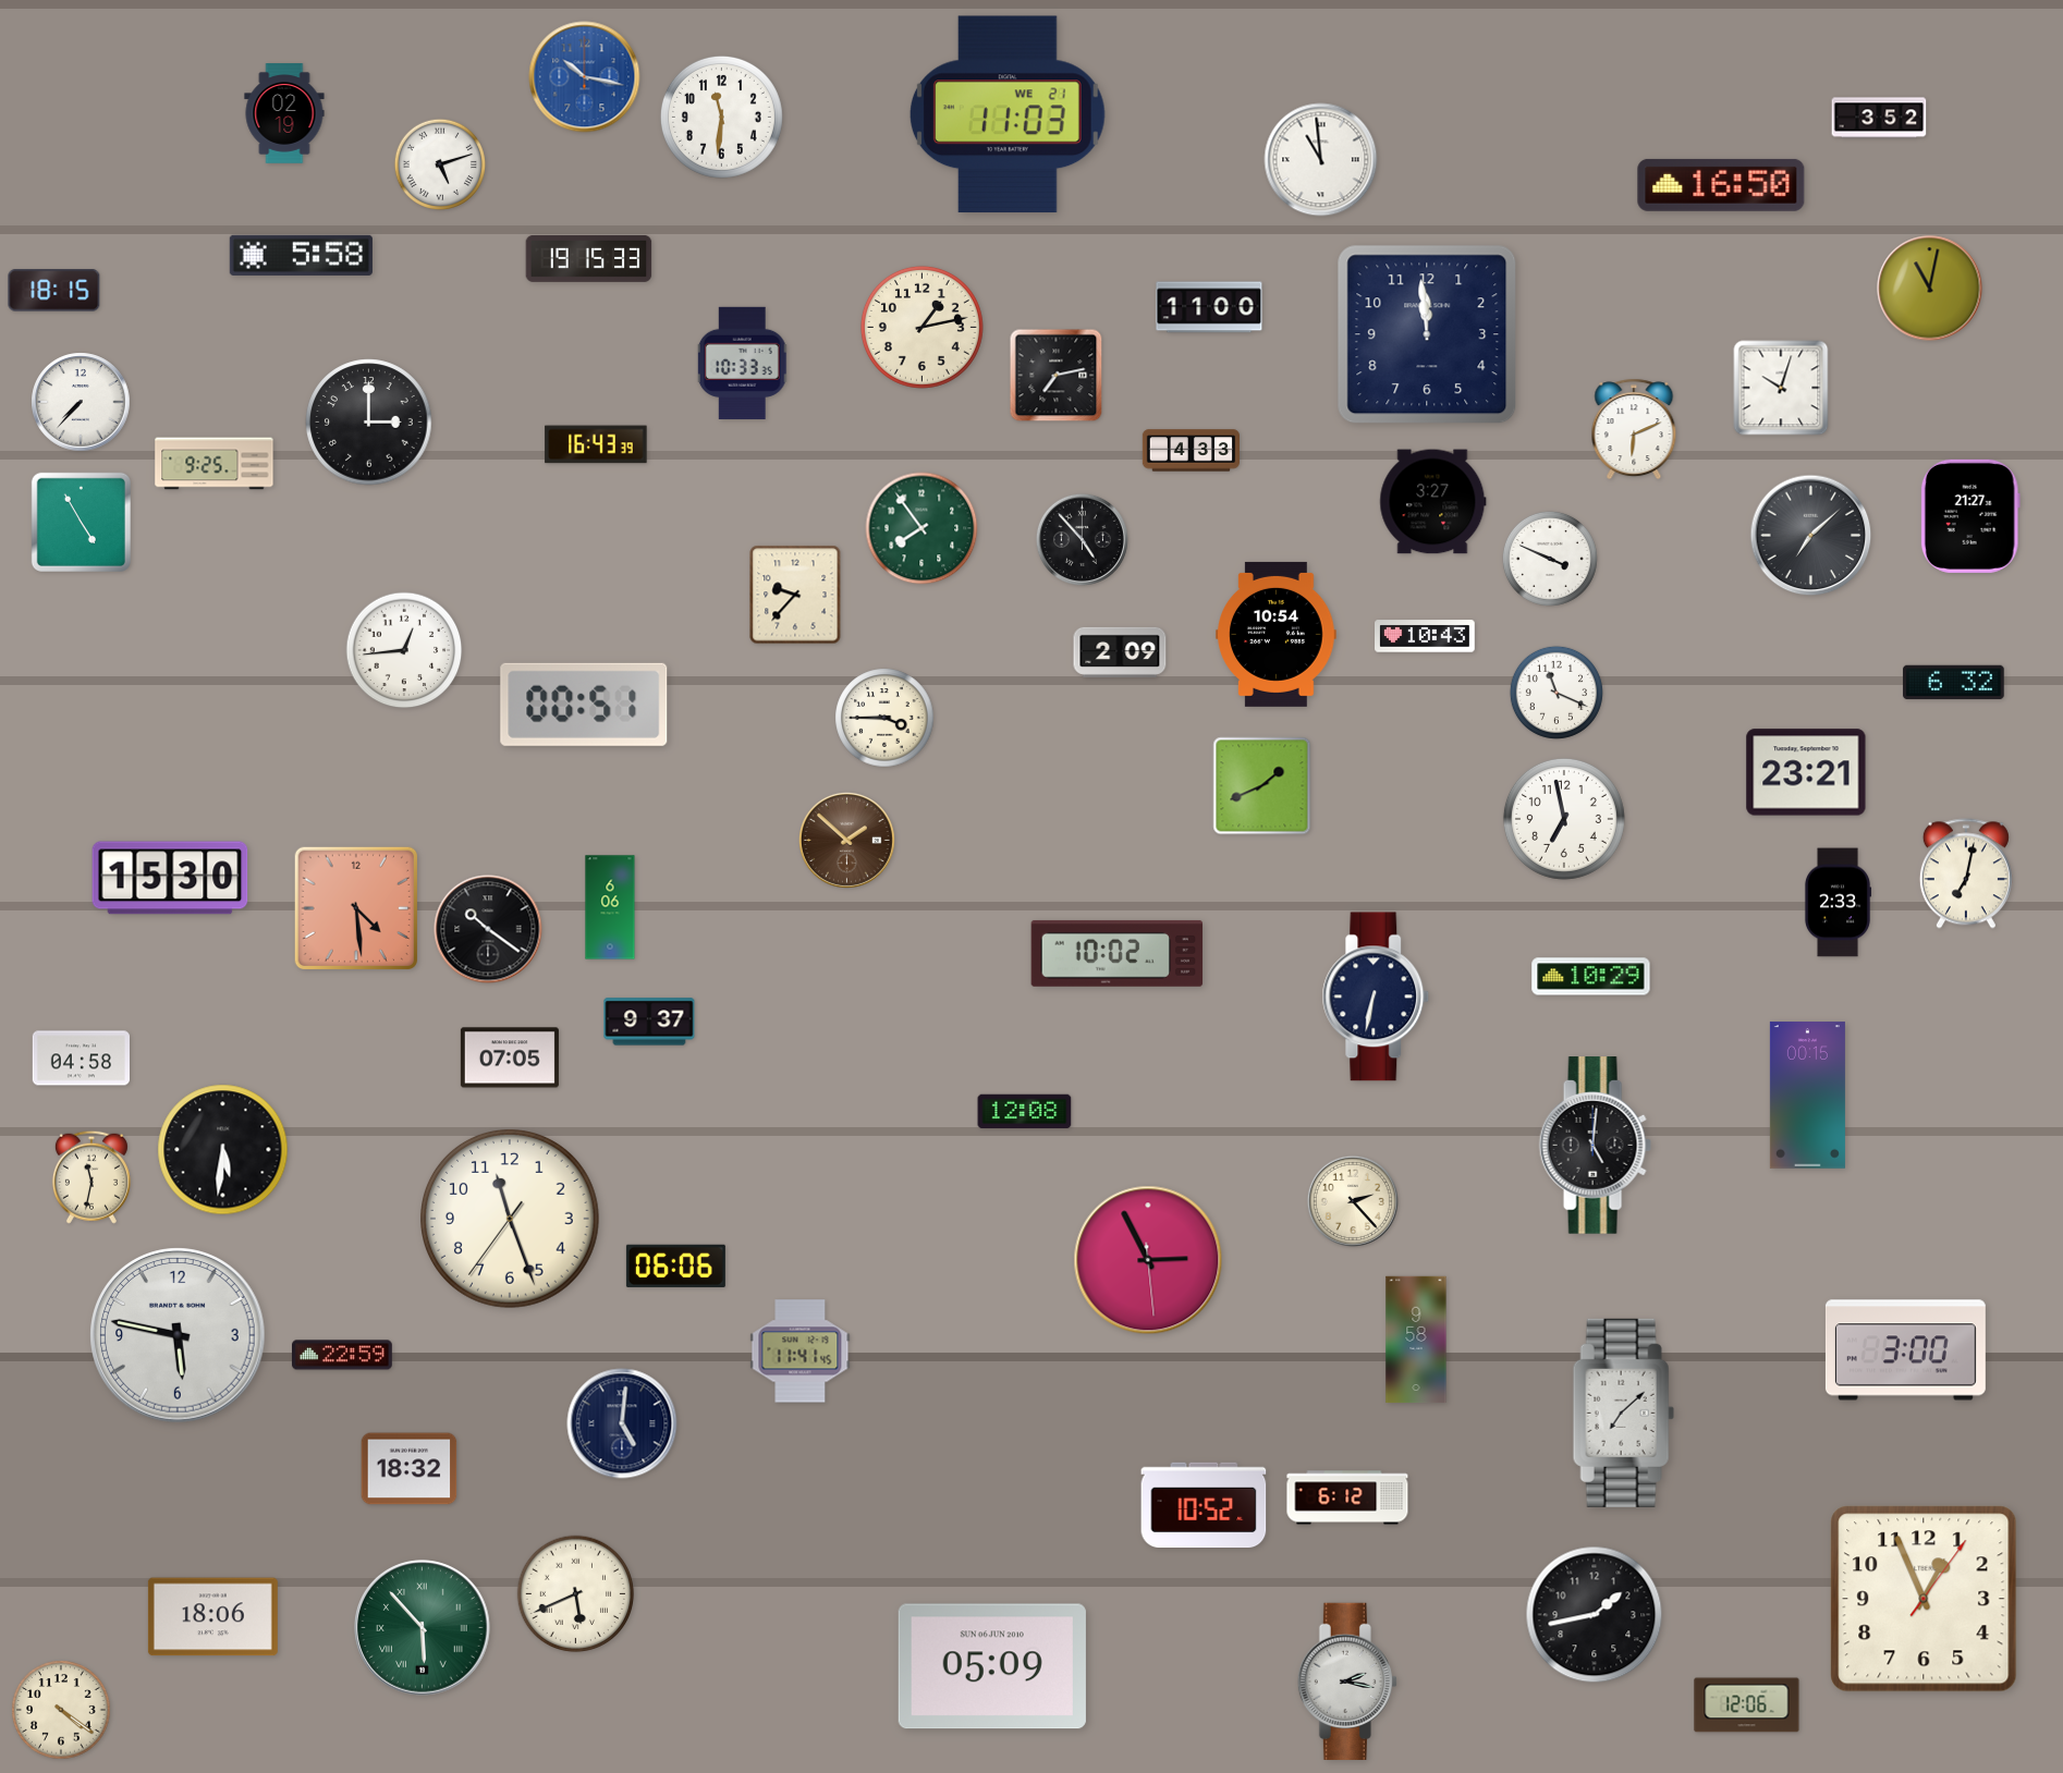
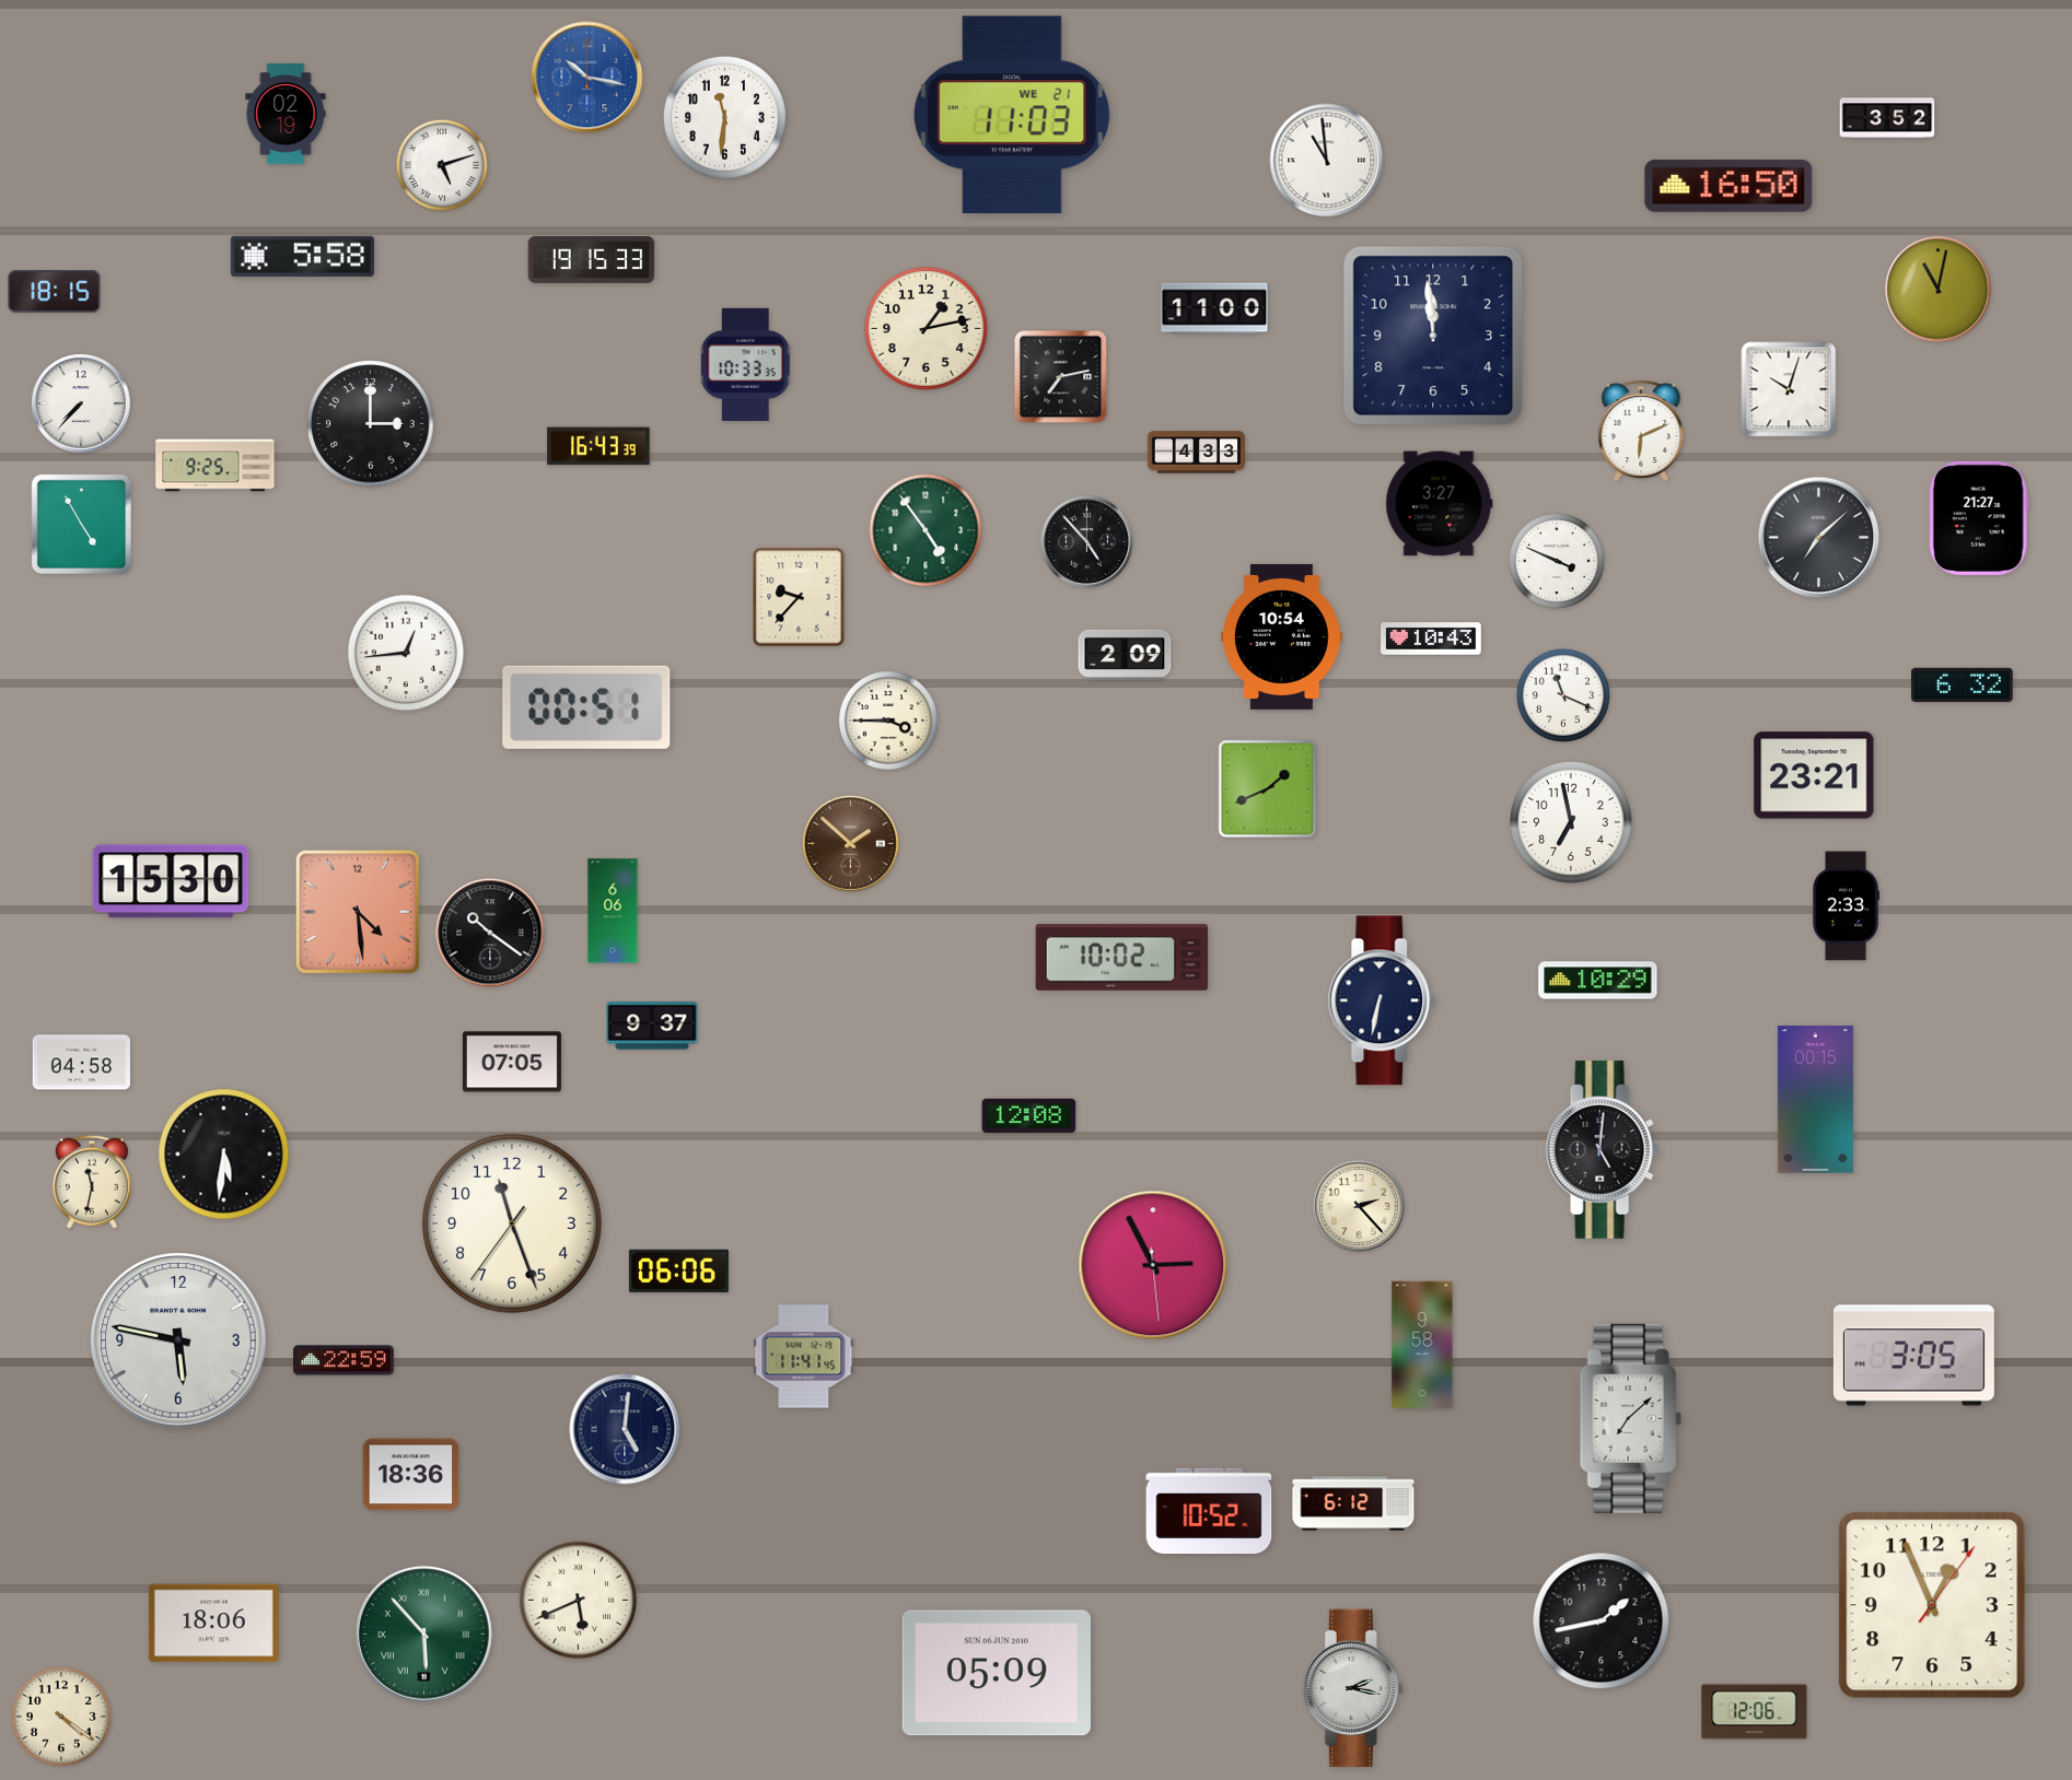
clock at (921, 528): 7:54 -> 4:54
clock at (1966, 873): 7:02 -> none
clock at (1905, 1350): 3:00 -> 3:05
clock at (410, 1469): 18:32 -> 18:36
